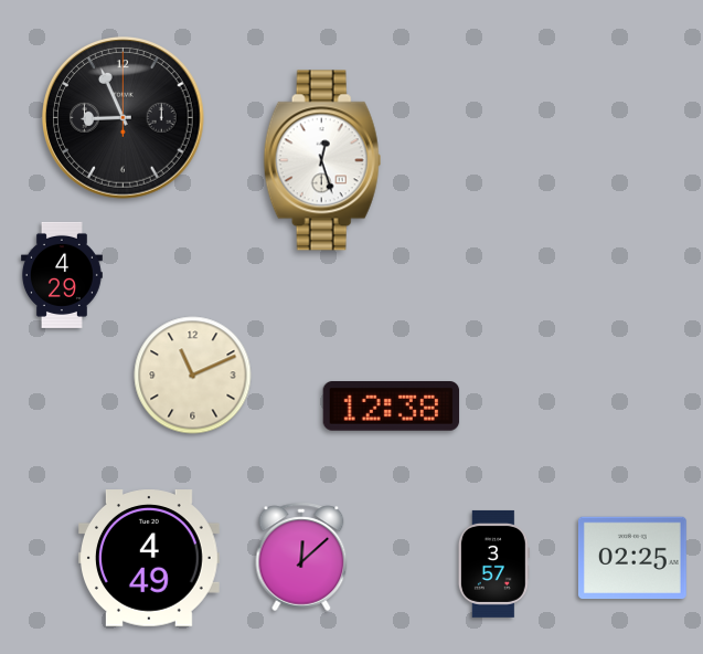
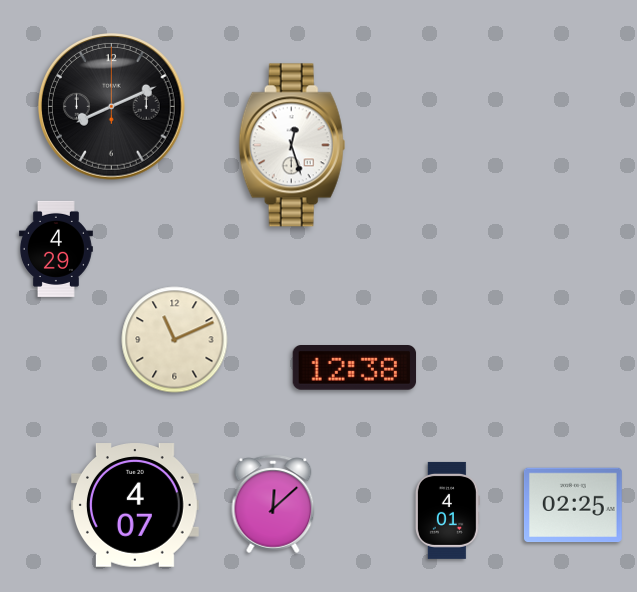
clock at (124, 118): 8:56 -> 8:11
clock at (150, 558): 4:49 -> 4:07
clock at (493, 563): 3:57 -> 4:01
